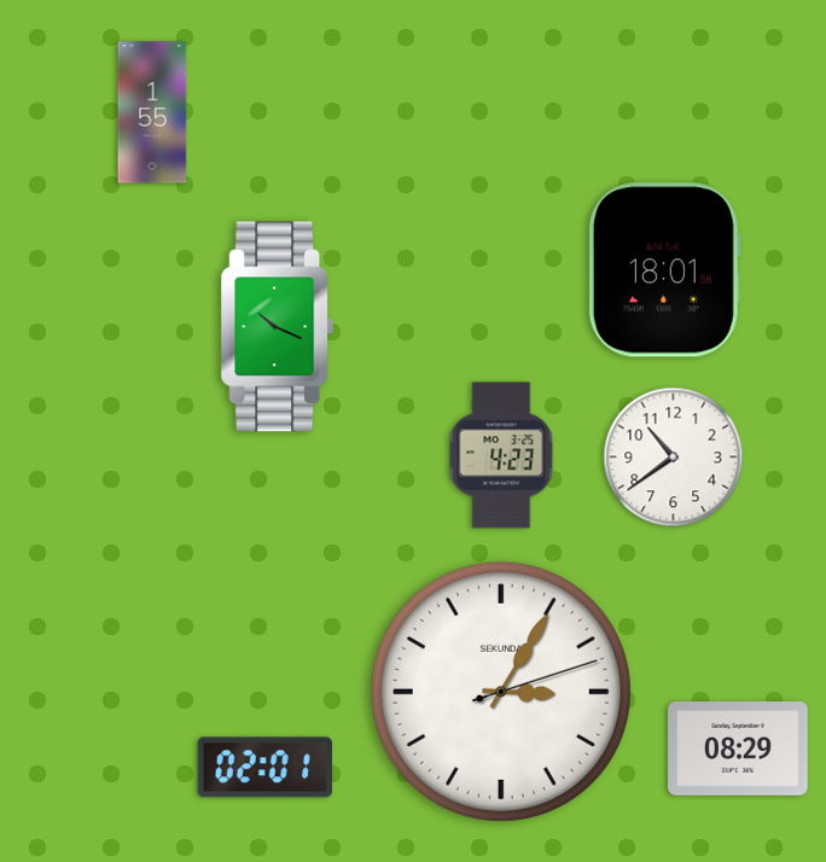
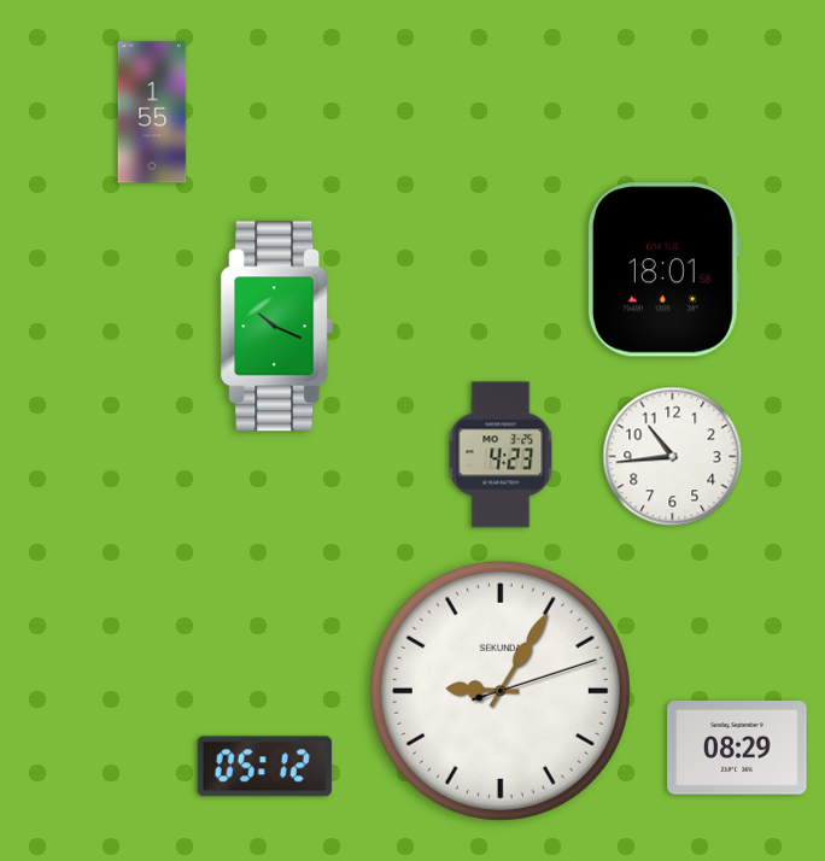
clock at (674, 458): 10:39 -> 10:44
clock at (501, 692): 3:05 -> 9:05
clock at (264, 768): 02:01 -> 05:12
